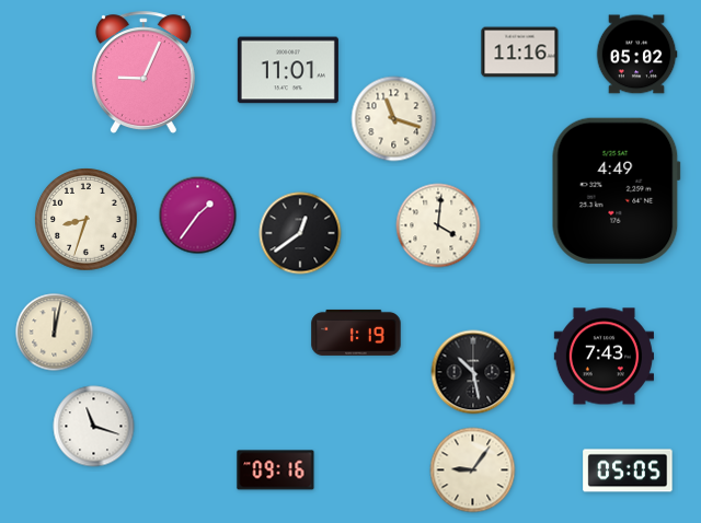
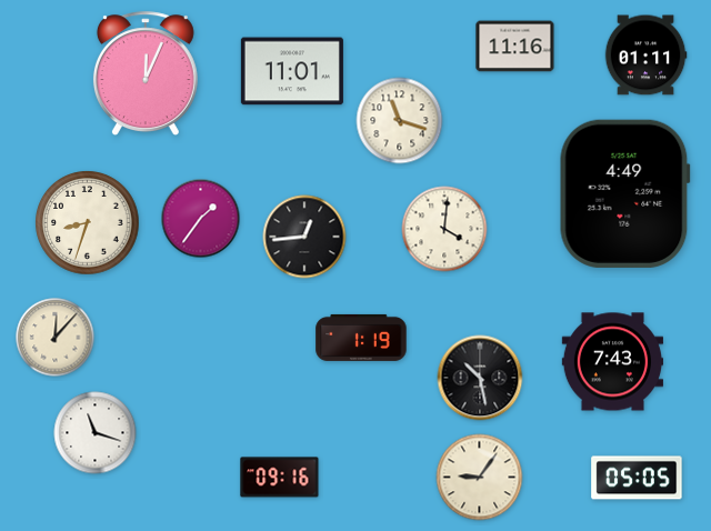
clock at (520, 53) position: (520, 53) -> (515, 47)
clock at (636, 55): 05:02 -> 01:11
clock at (143, 72): 9:04 -> 12:04
clock at (300, 233): 12:39 -> 12:44
clock at (55, 333): 12:02 -> 12:07
